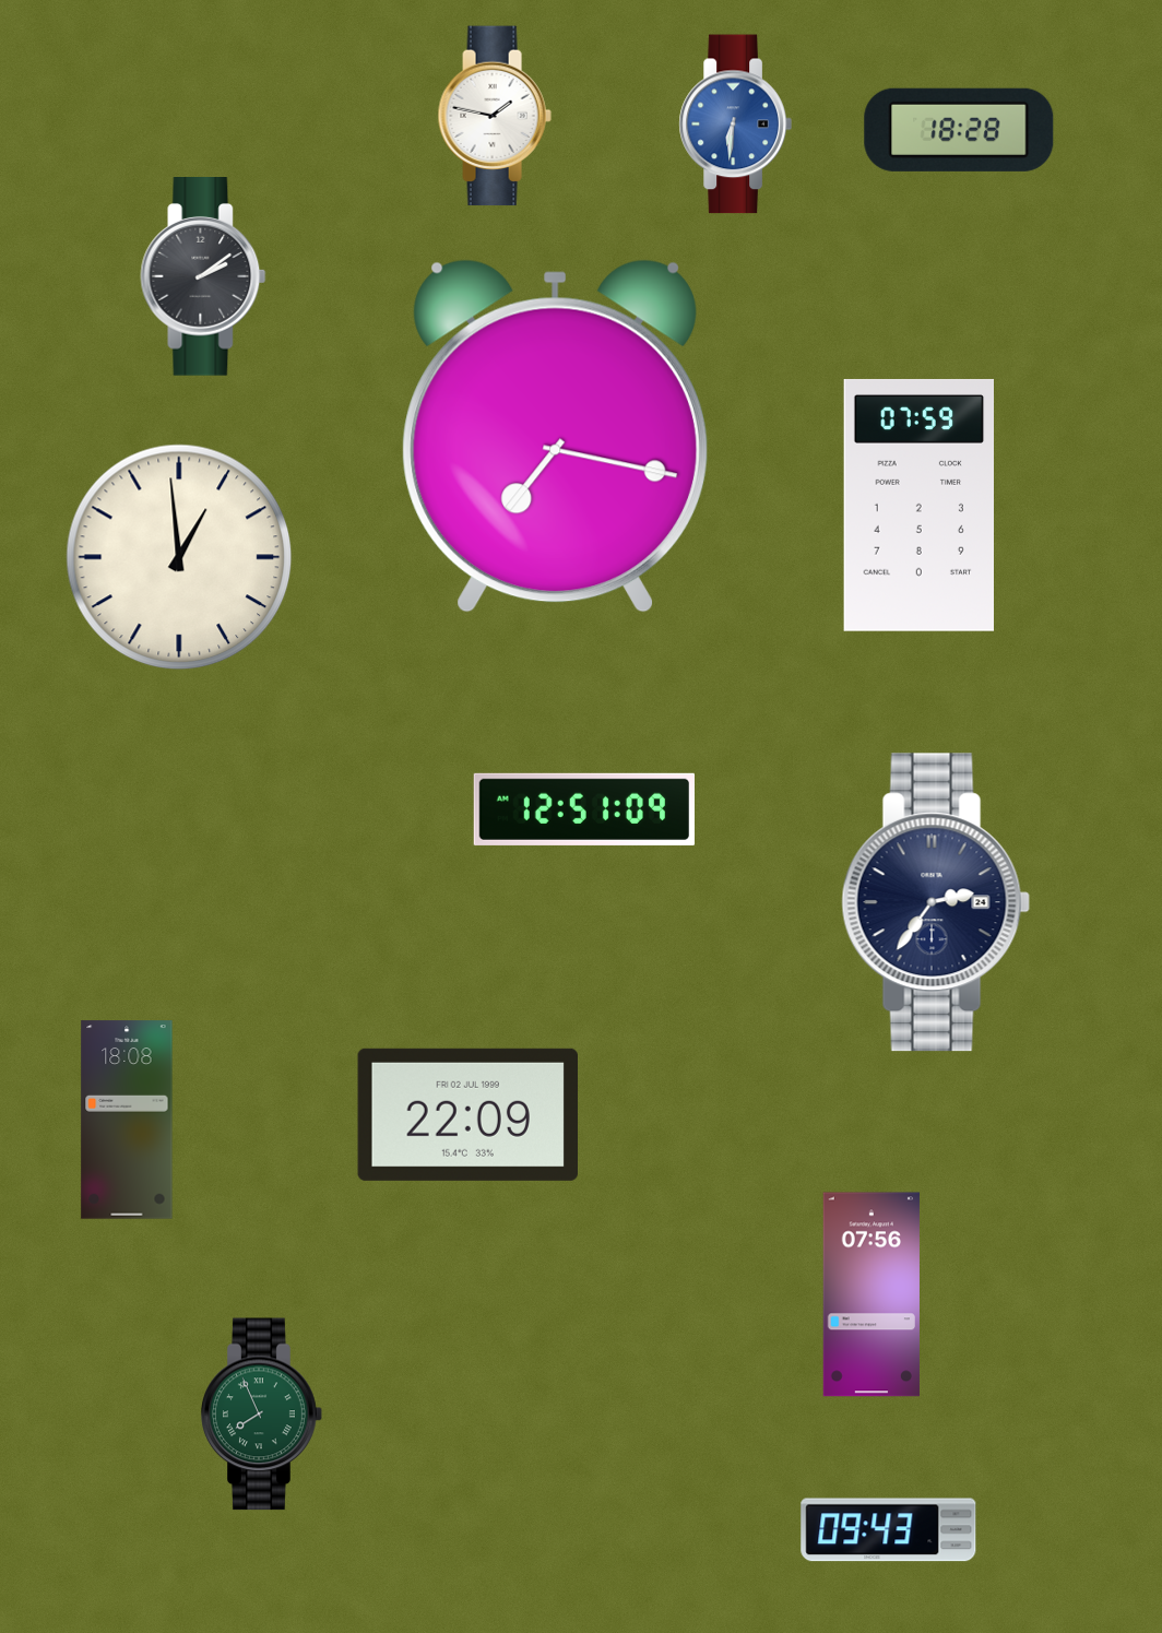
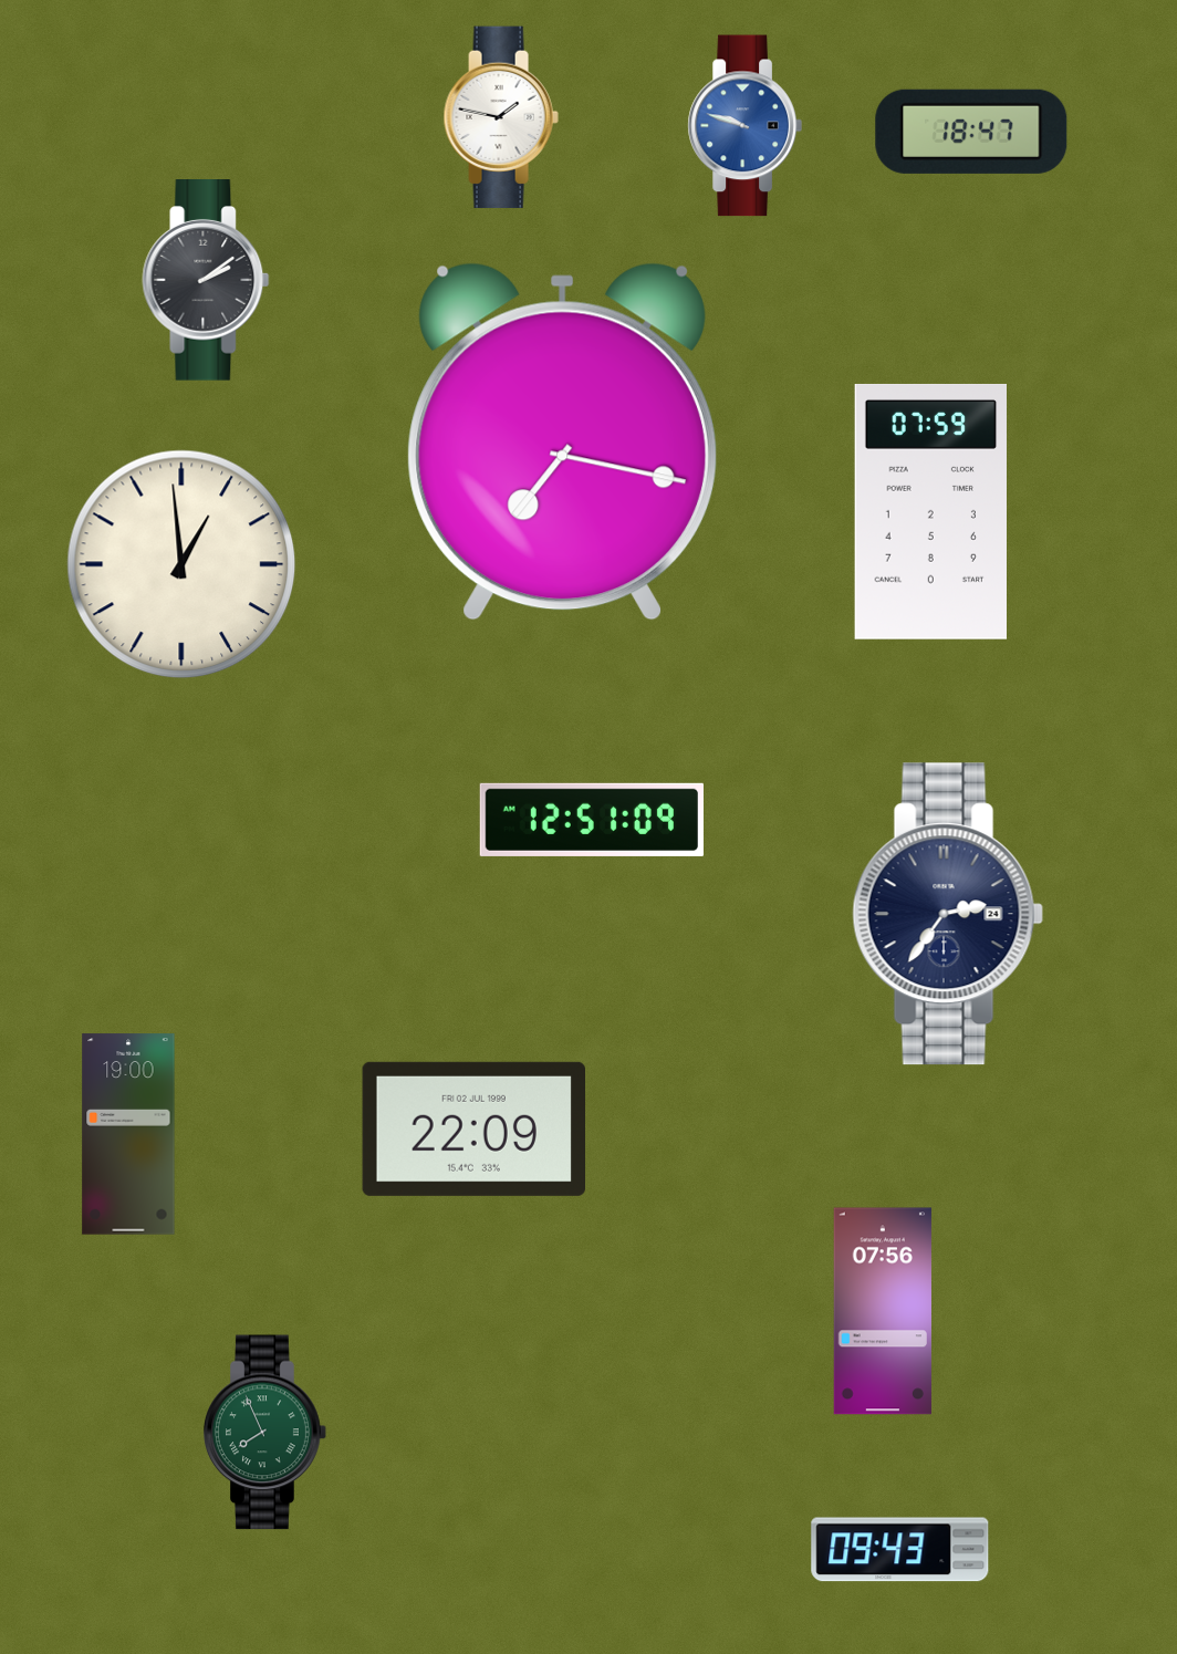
clock at (735, 125): 6:31 -> 9:48
clock at (959, 130): 18:28 -> 18:47
clock at (127, 1120): 18:08 -> 19:00
